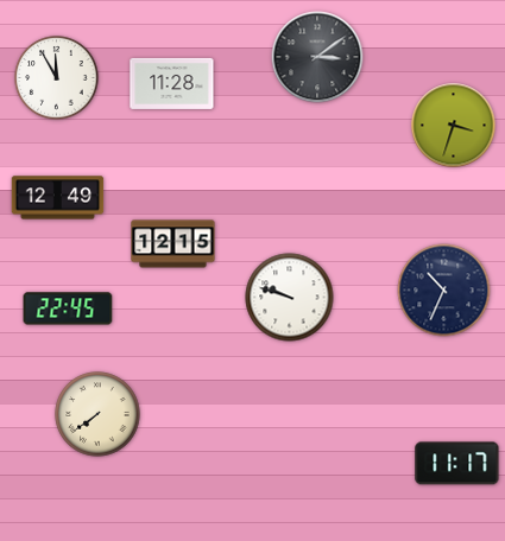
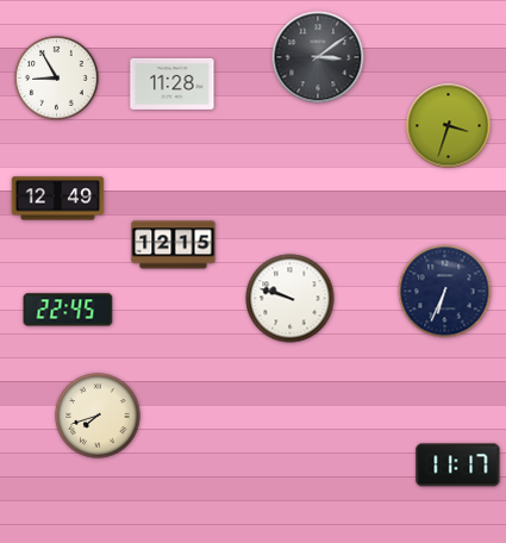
clock at (57, 78): 11:55 -> 8:55
clock at (454, 126) position: (454, 126) -> (449, 126)
clock at (444, 291): 10:34 -> 6:34
clock at (97, 414): 7:39 -> 7:42
